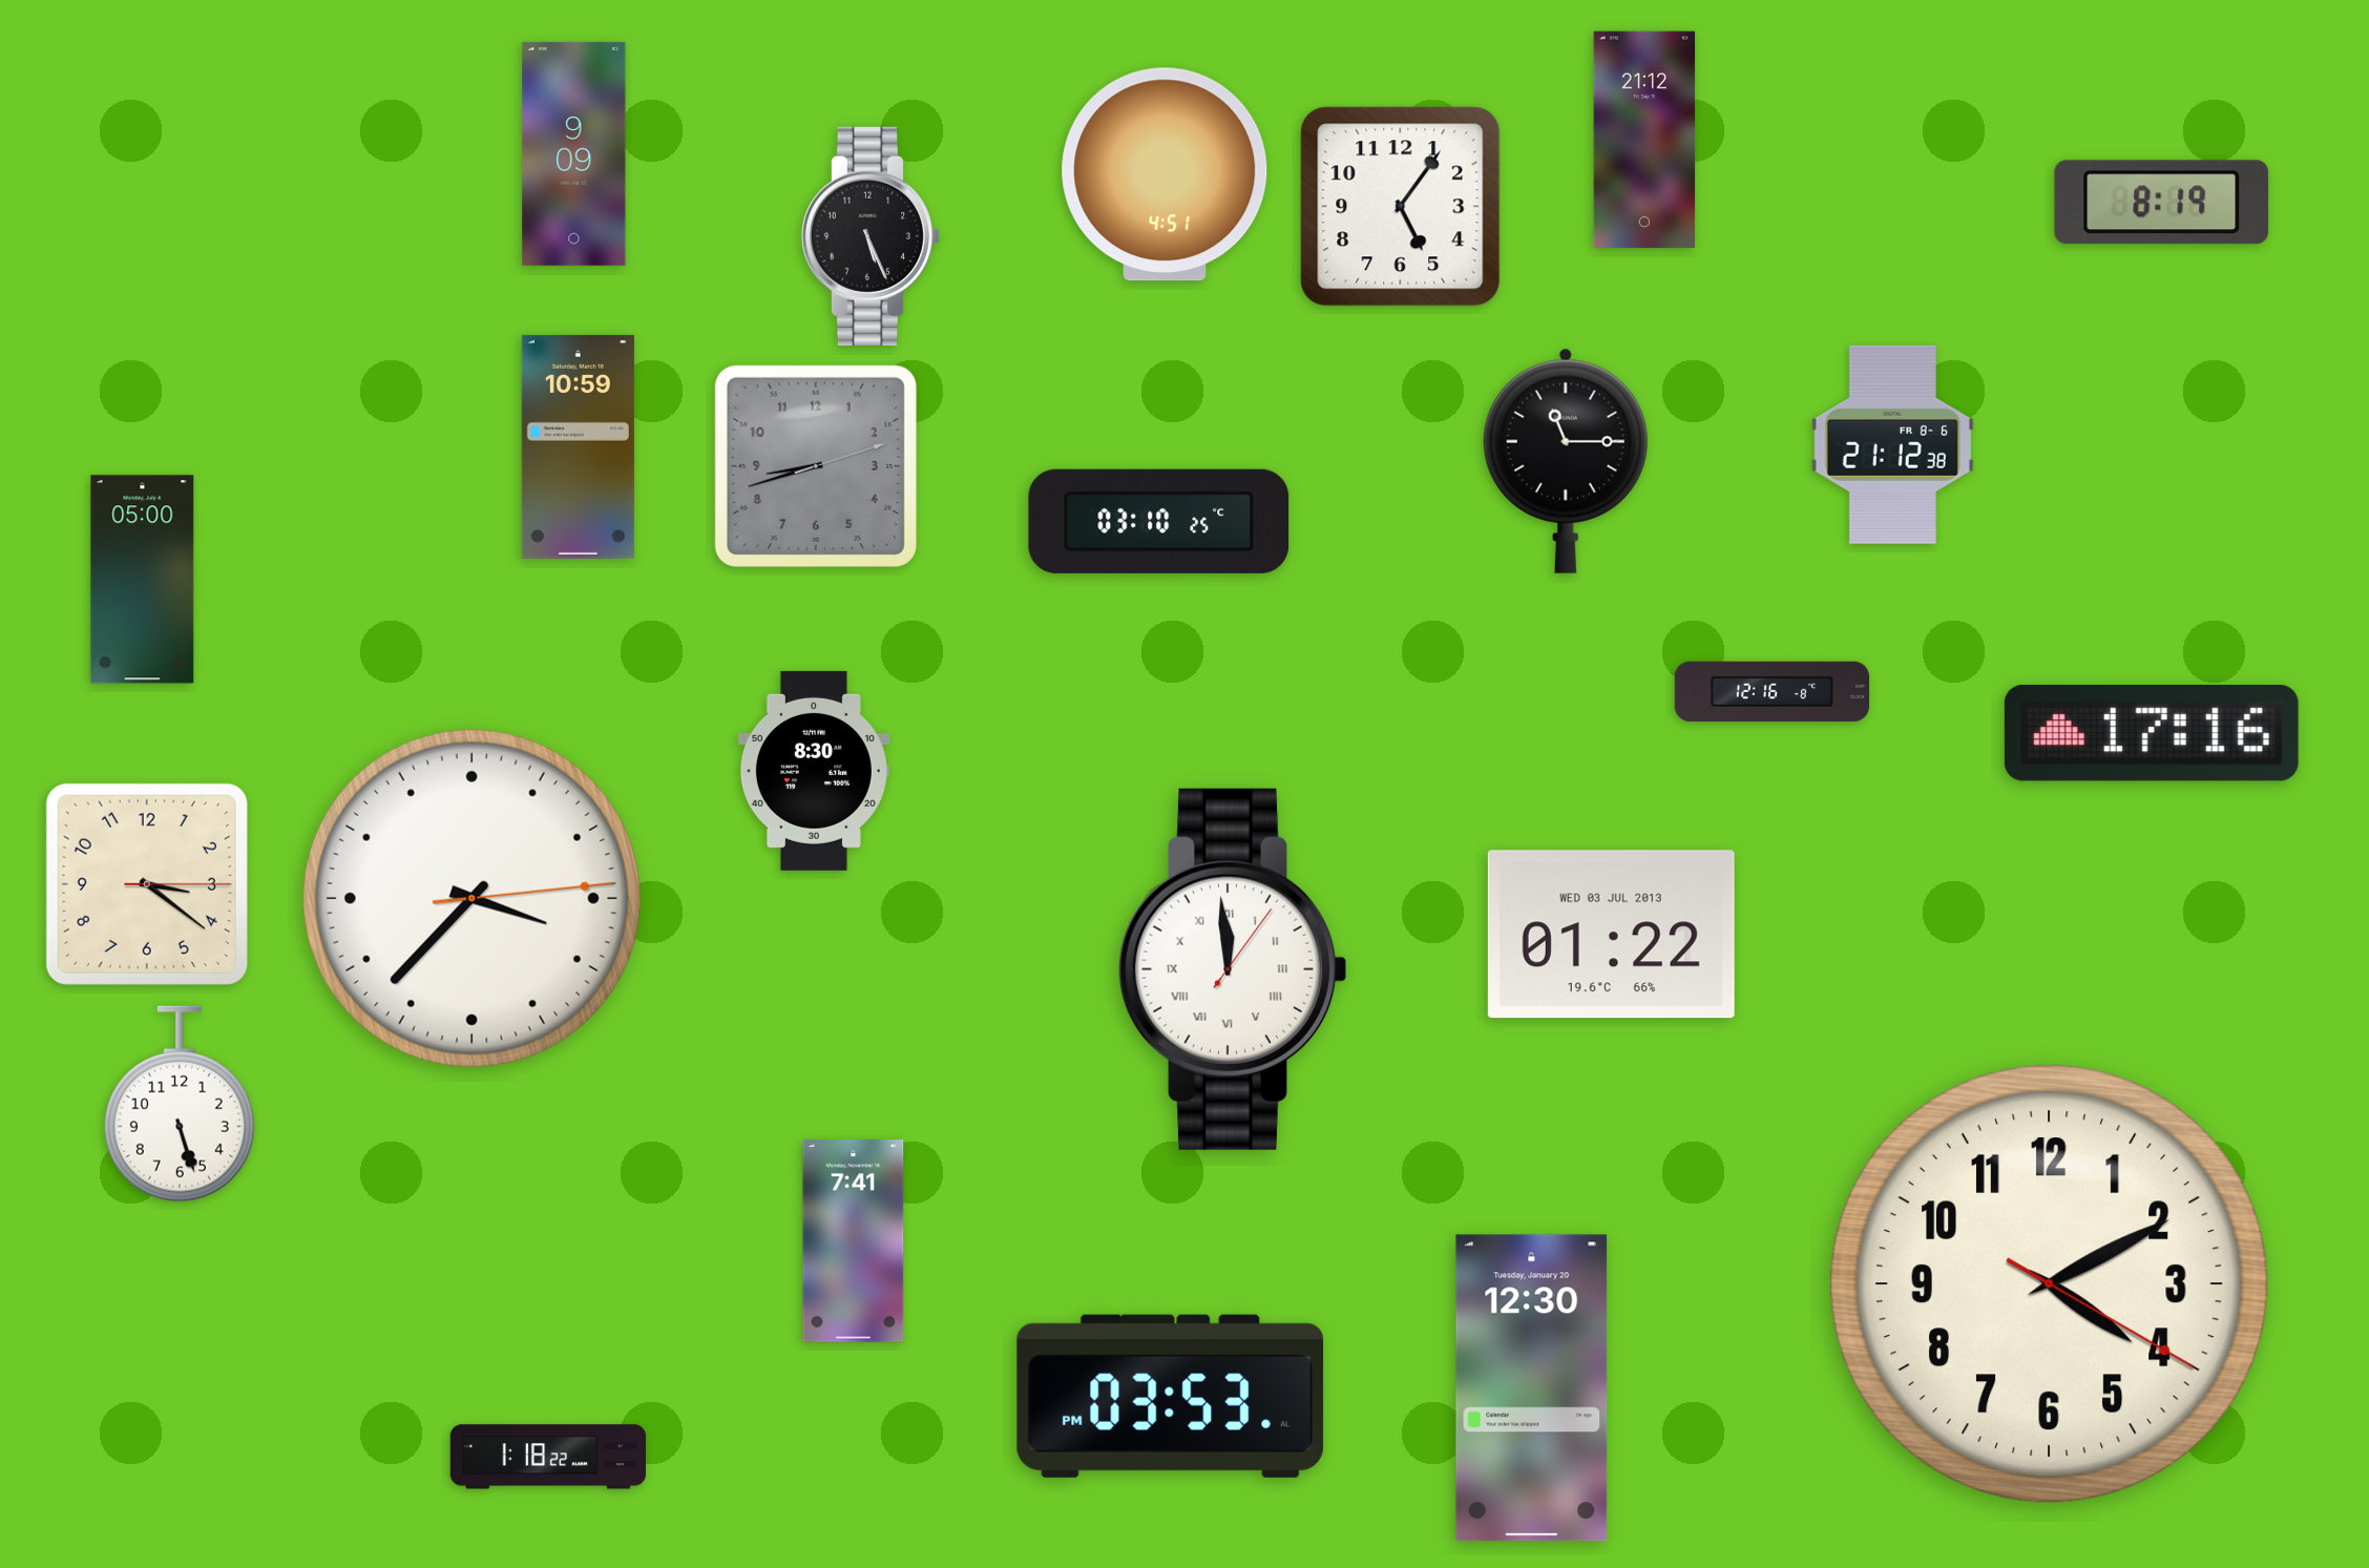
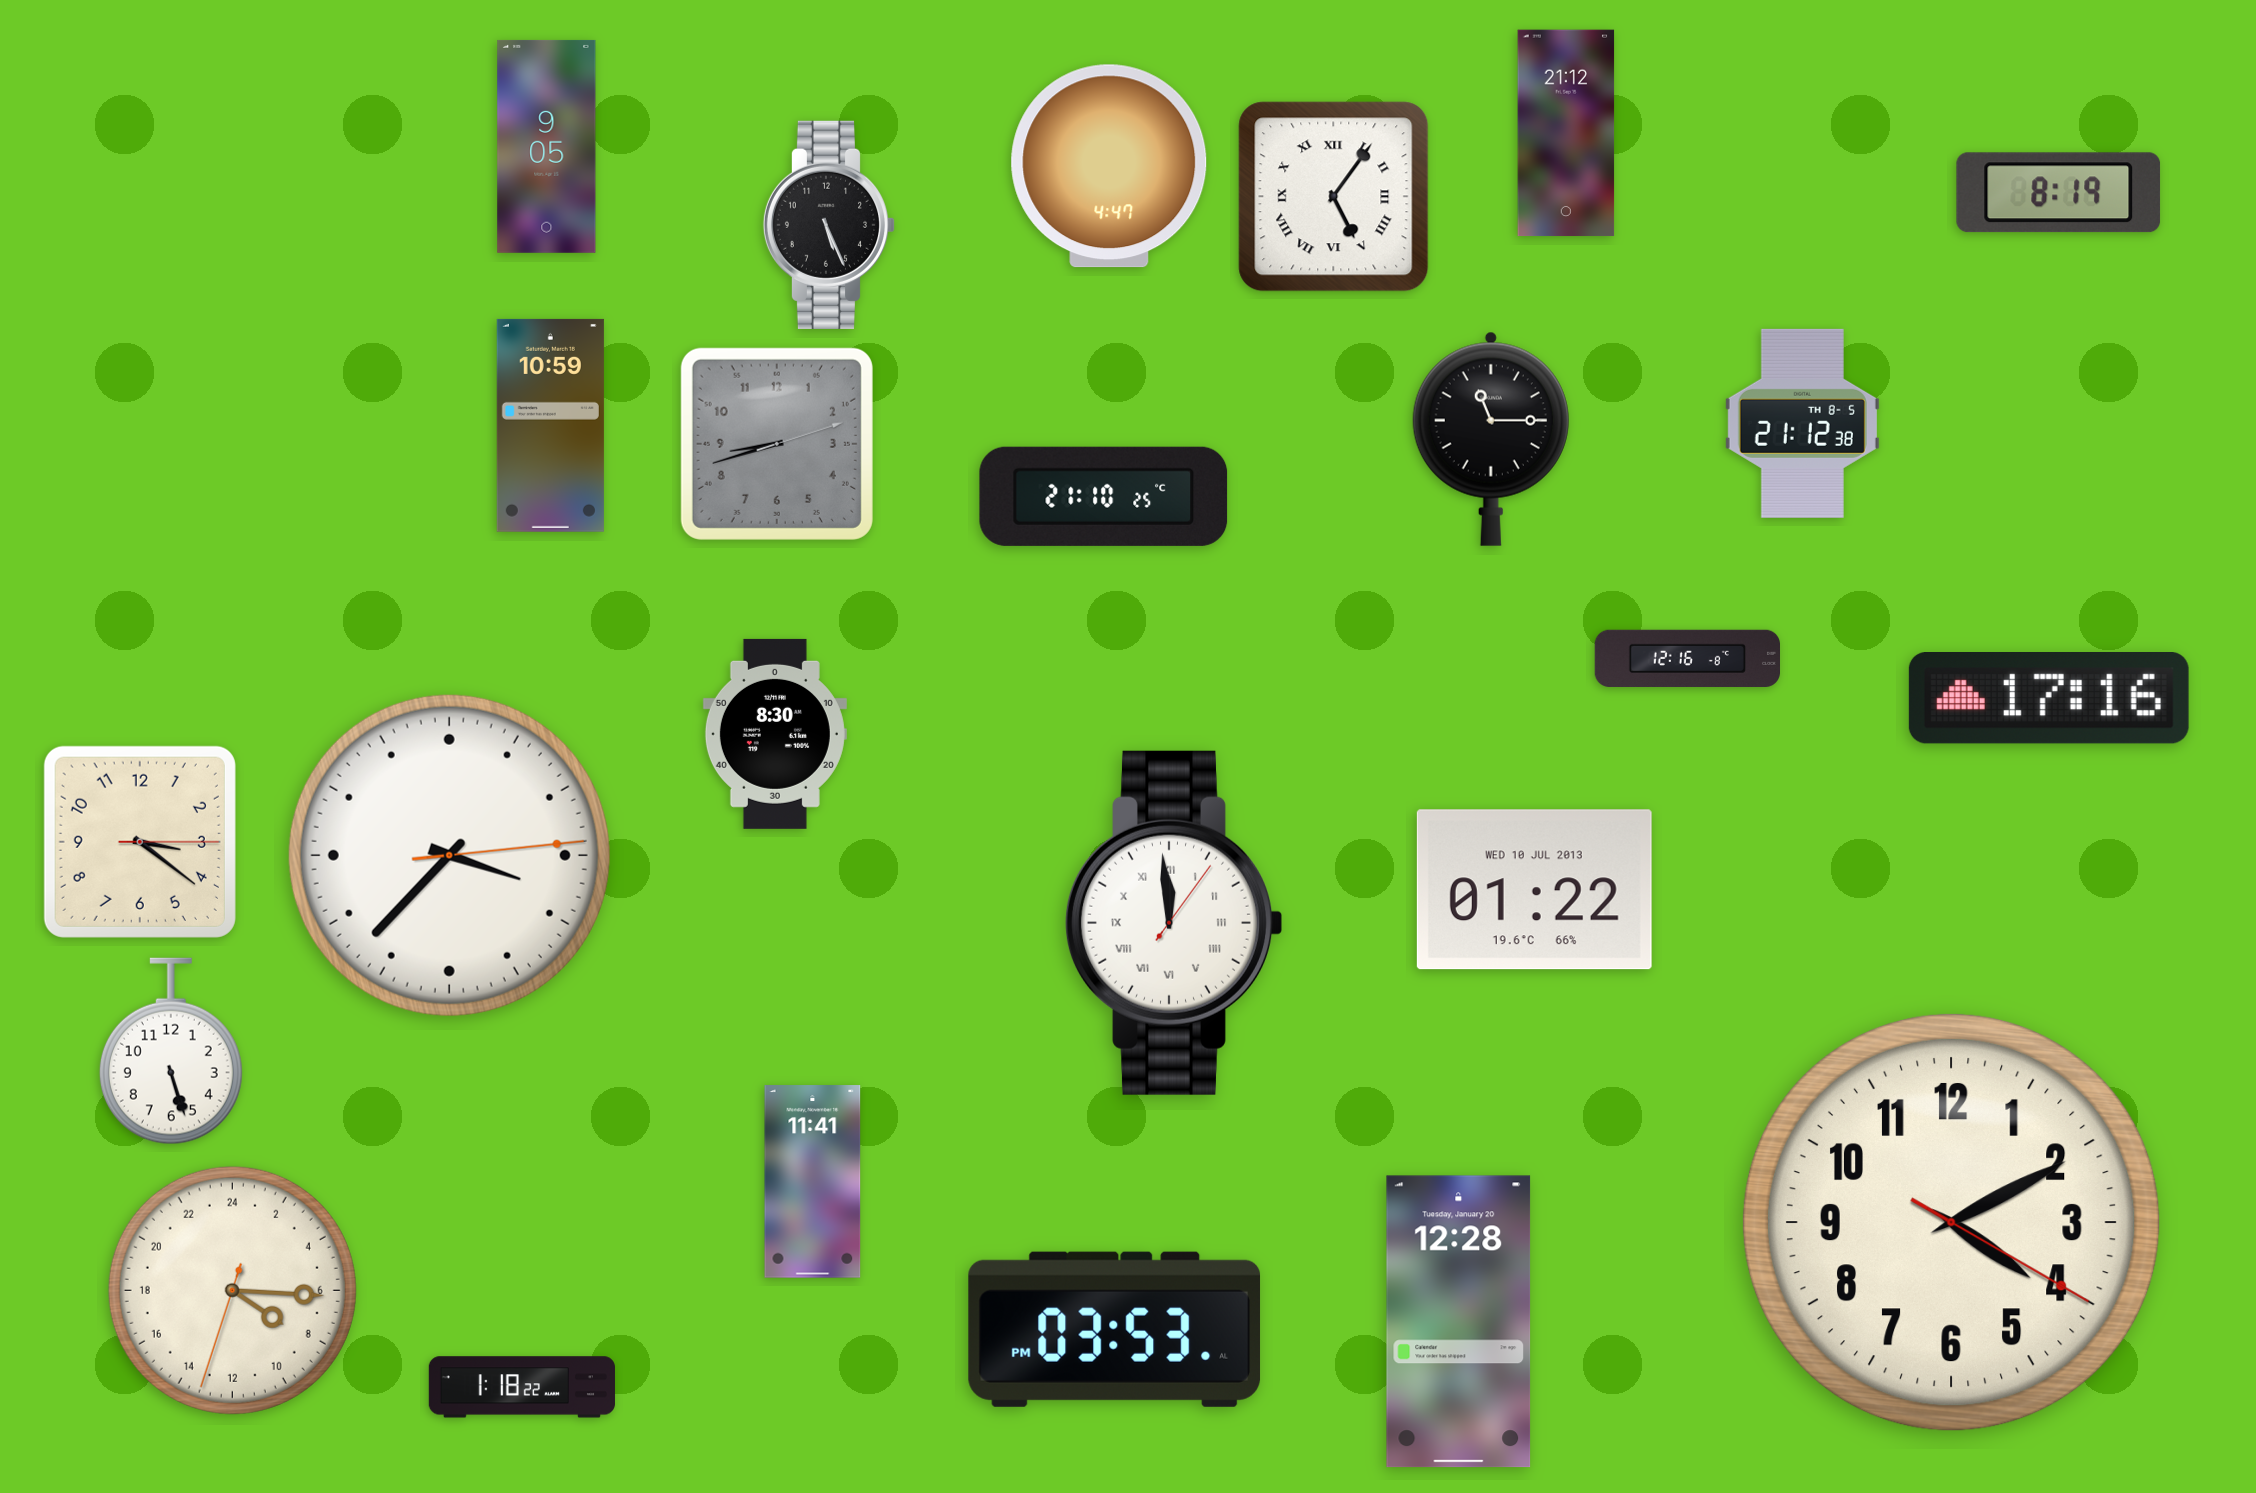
clock at (574, 153): 9:09 -> 9:05
clock at (1165, 174): 4:51 -> 4:47
clock at (1401, 207) numerals: Arabic -> Roman
clock at (1892, 444) date: FR 8-6 -> TH 8-5
clock at (1159, 521): 03:10 -> 21:10
clock at (143, 580): 05:00 -> none
clock at (1611, 935) date: WED 03 JUL 2013 -> WED 10 JUL 2013
clock at (854, 1241): 7:41 -> 11:41
clock at (232, 1290): none -> 8:15
clock at (1532, 1388): 12:30 -> 12:28
